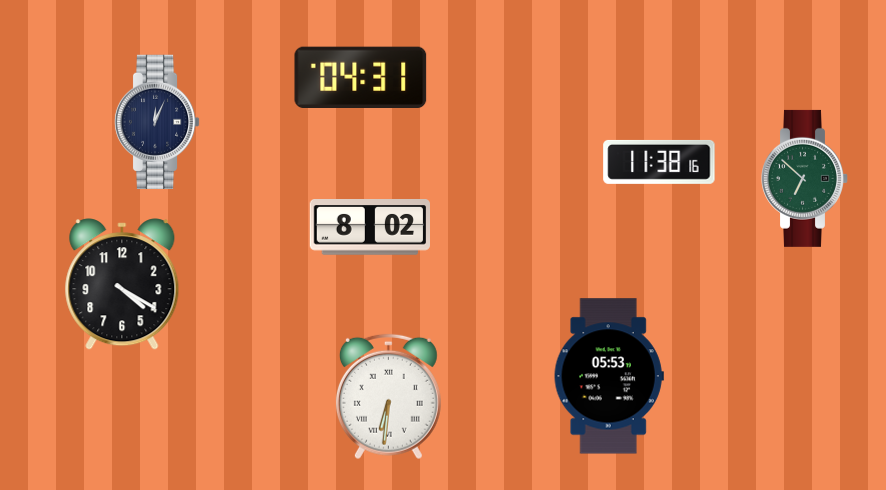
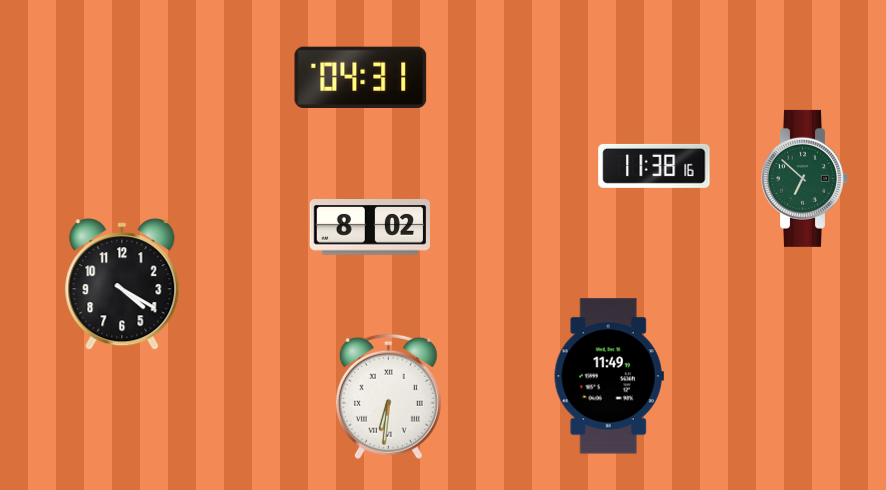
clock at (157, 122): 12:04 -> none
clock at (659, 162) position: (659, 162) -> (654, 166)
clock at (609, 376): 05:53 -> 11:49
